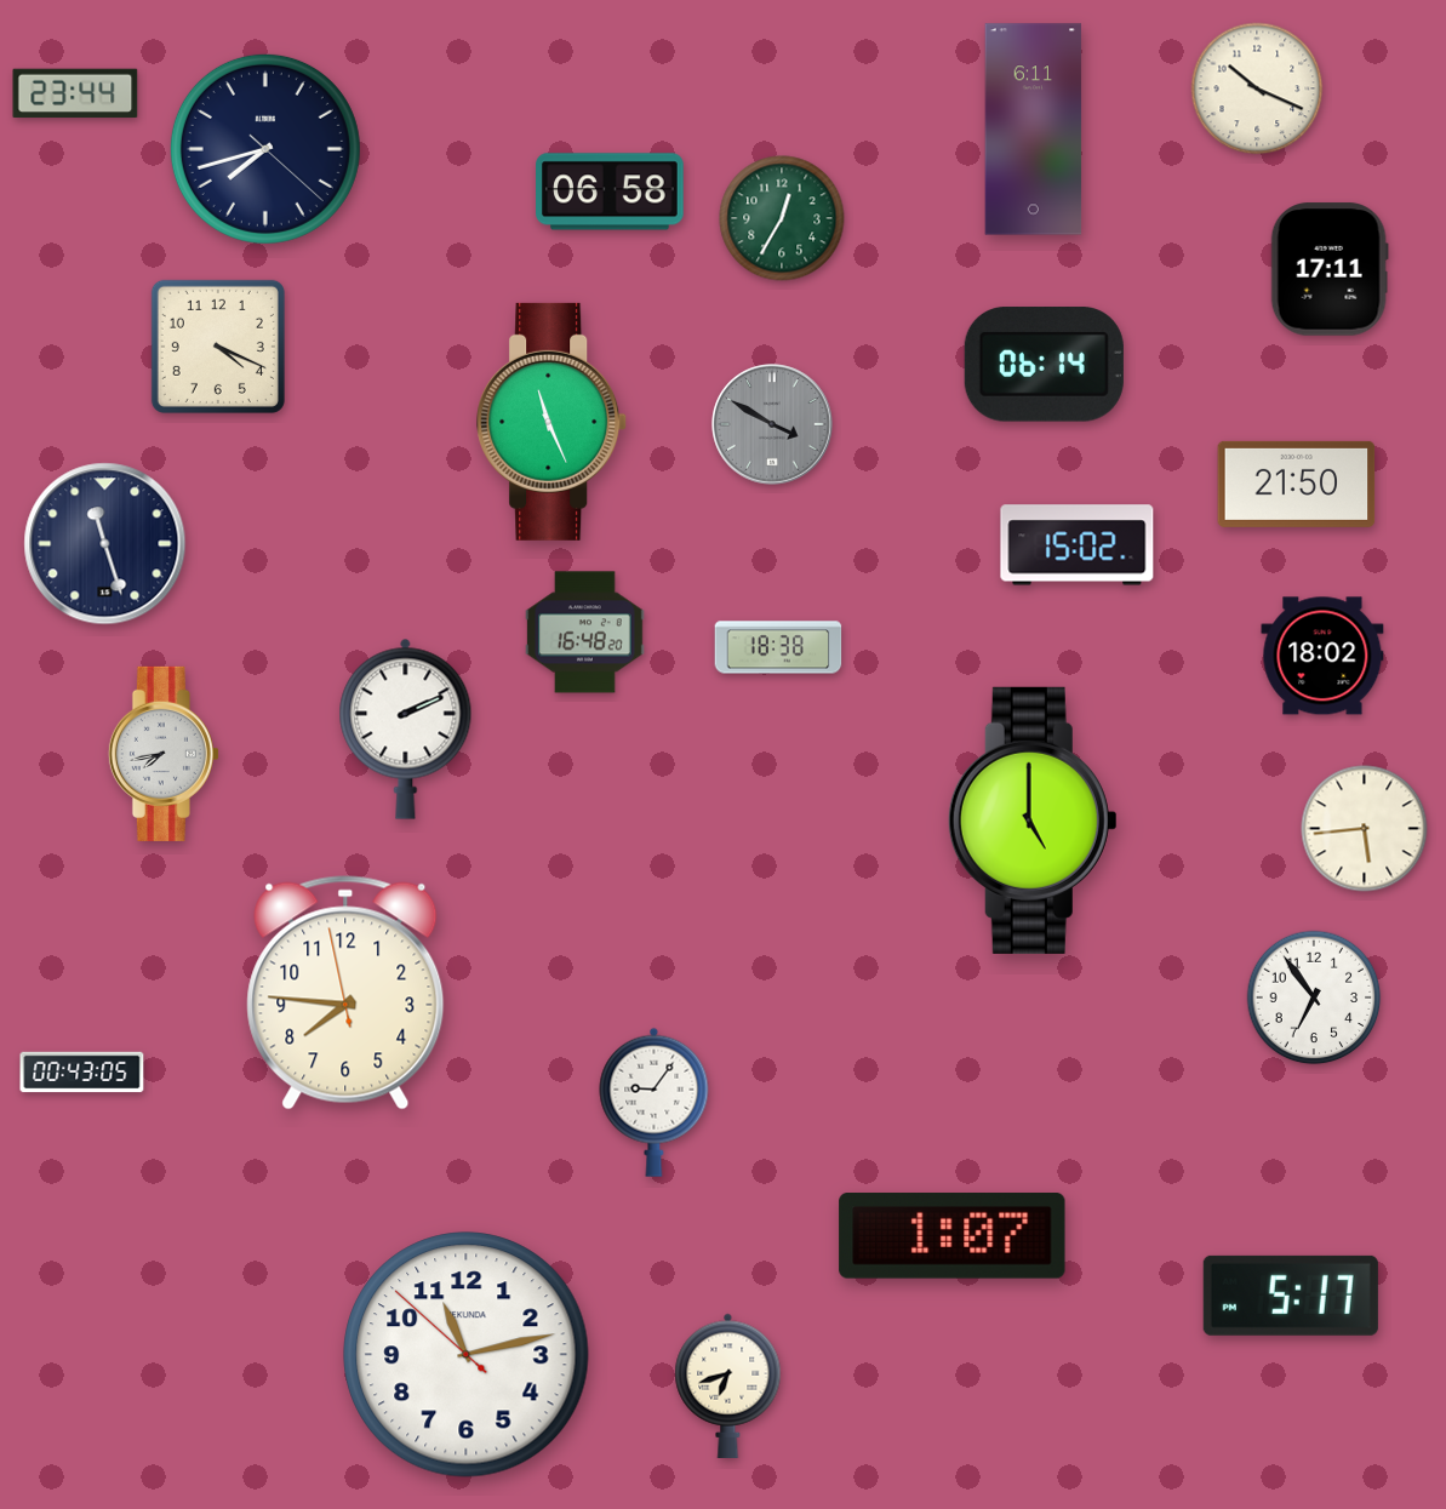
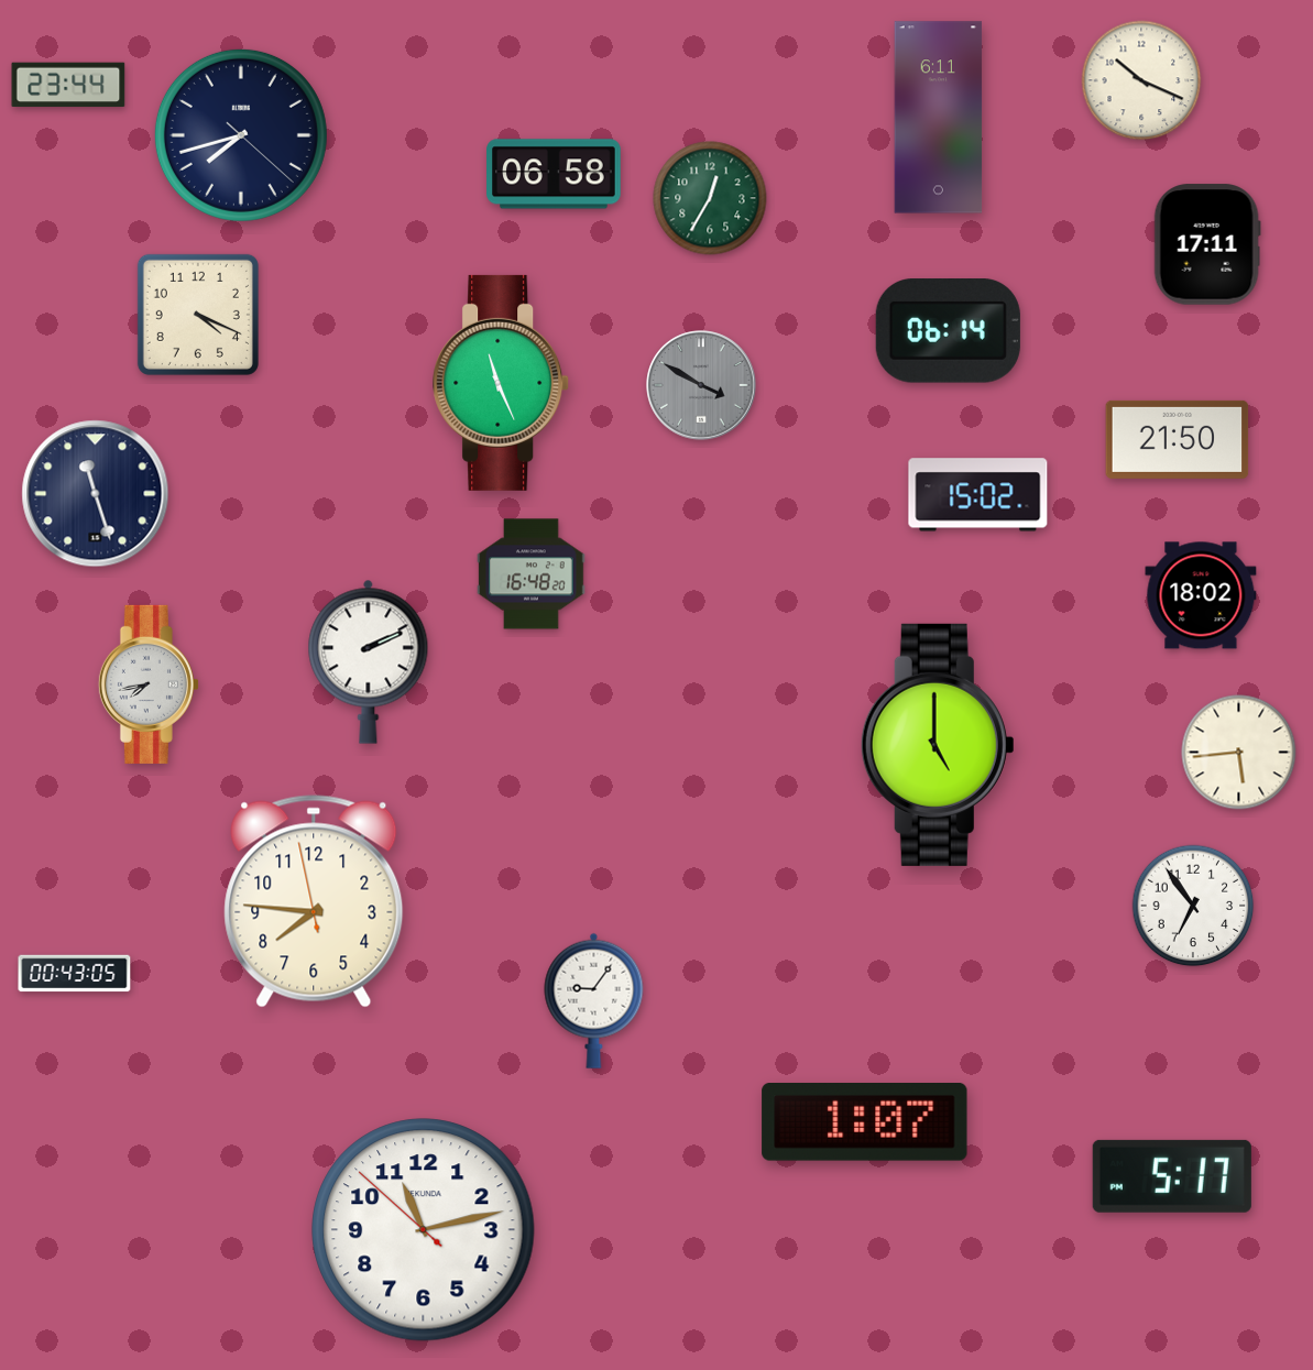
clock at (778, 647): 18:38 -> none
clock at (728, 1385): 6:42 -> none
